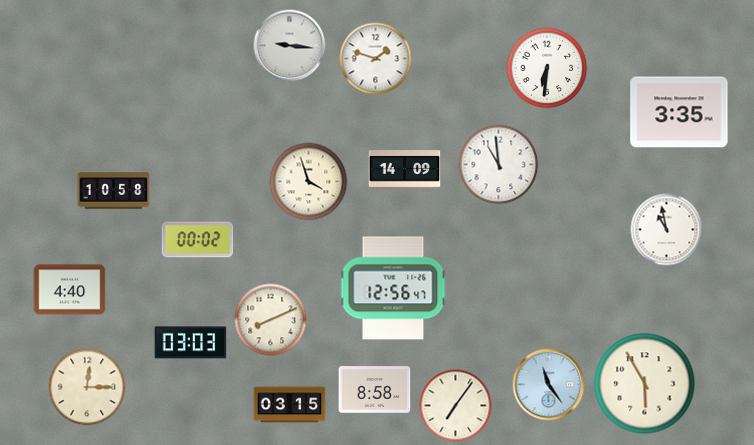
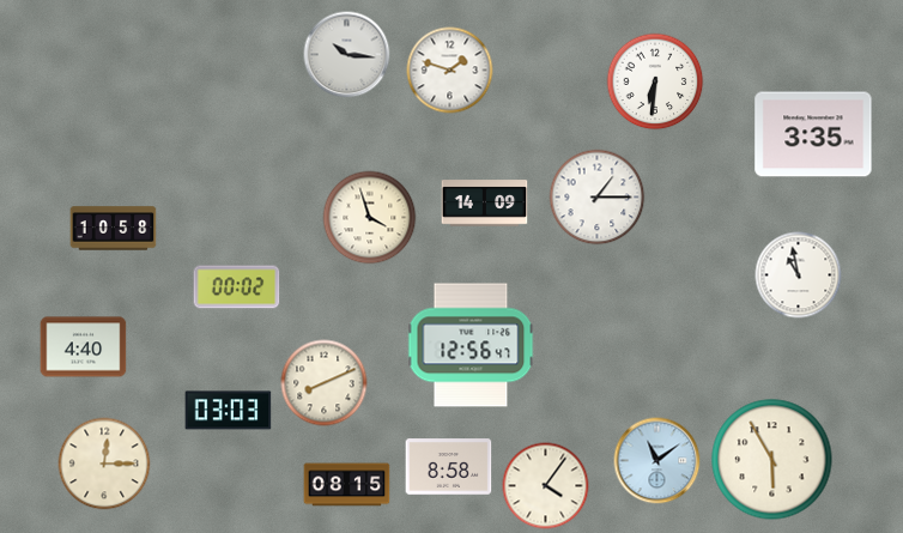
clock at (290, 46): 9:16 -> 10:16
clock at (499, 165): 10:59 -> 1:15
clock at (114, 191) position: (114, 191) -> (114, 229)
clock at (549, 385): 11:24 -> 11:09
clock at (290, 405): 03:15 -> 08:15
clock at (456, 406): 7:06 -> 4:06
